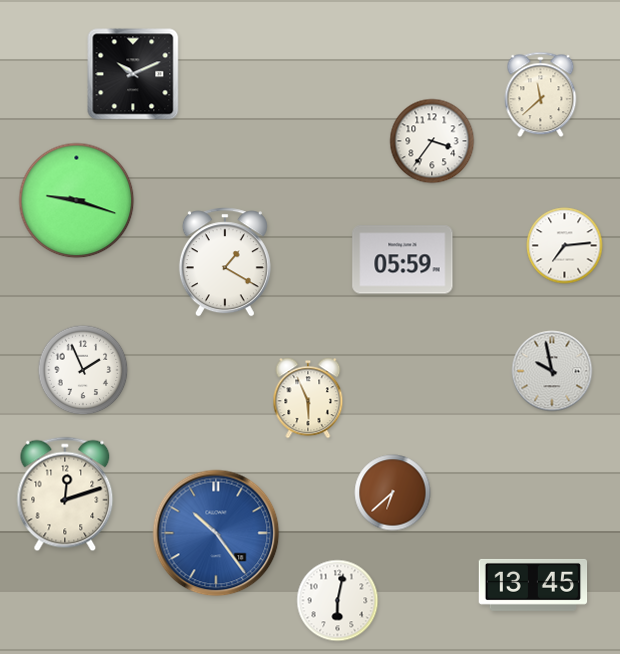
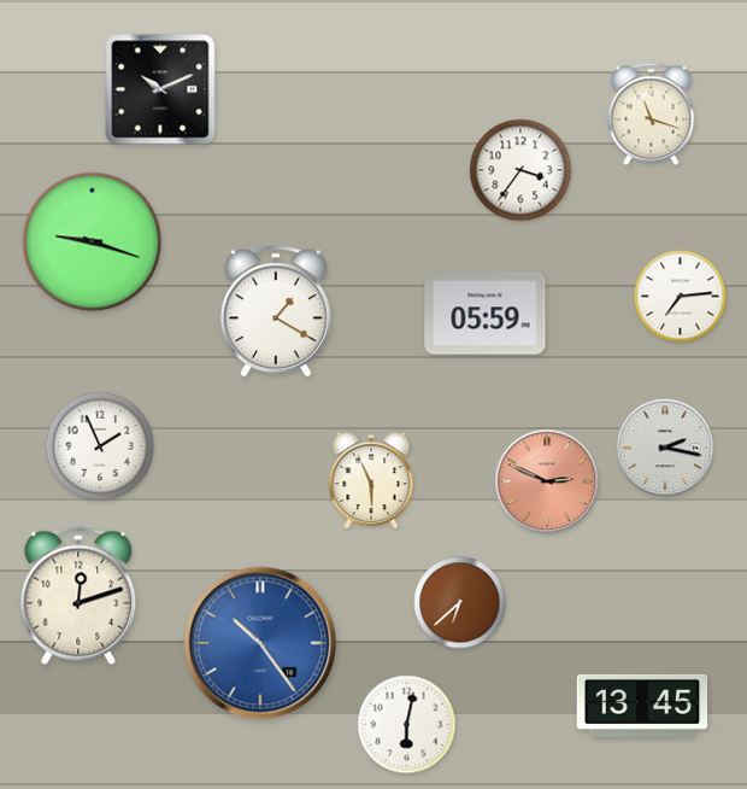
clock at (541, 95): 11:38 -> 11:18
clock at (225, 262) position: (225, 262) -> (276, 311)
clock at (552, 371): 9:58 -> 2:17
clock at (547, 481): none -> 2:49
clock at (393, 493) position: (393, 493) -> (460, 603)
